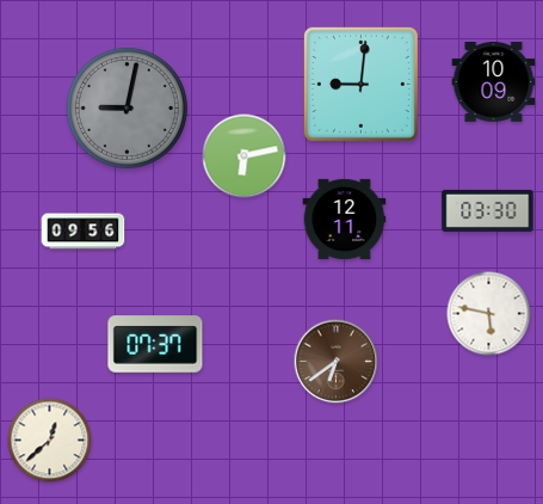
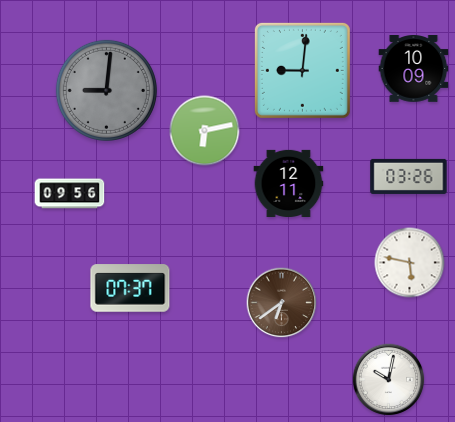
clock at (127, 107): 9:02 -> 9:01
clock at (488, 210): 03:30 -> 03:26
clock at (50, 441): 12:38 -> none
clock at (389, 380): none -> 10:02
